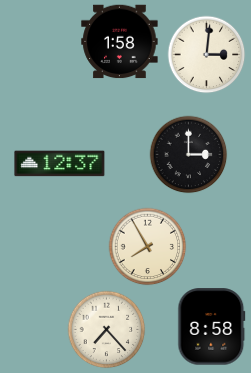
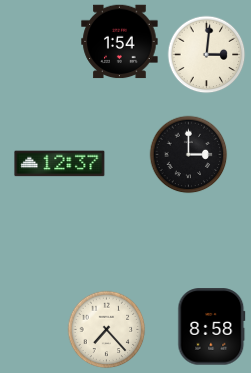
clock at (120, 42): 1:58 -> 1:54
clock at (147, 246): 7:55 -> none
